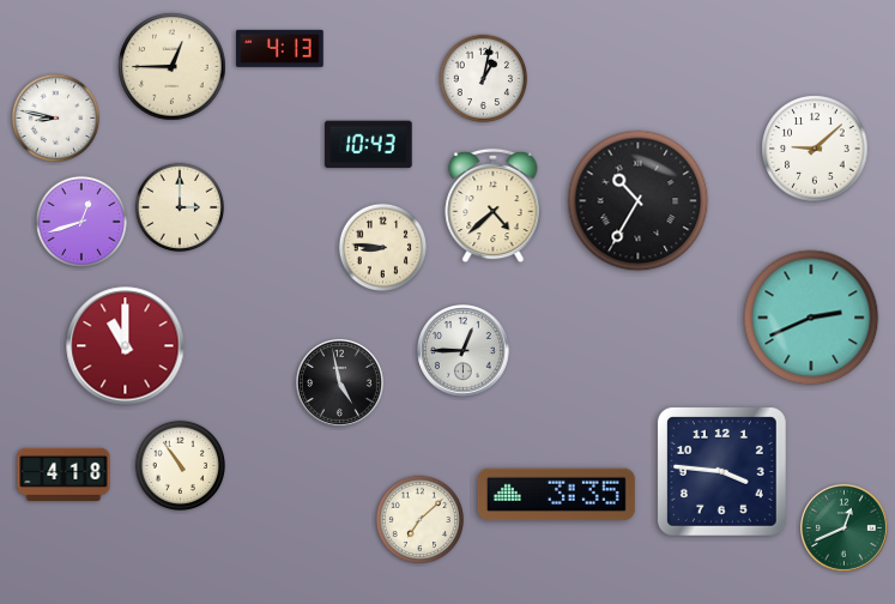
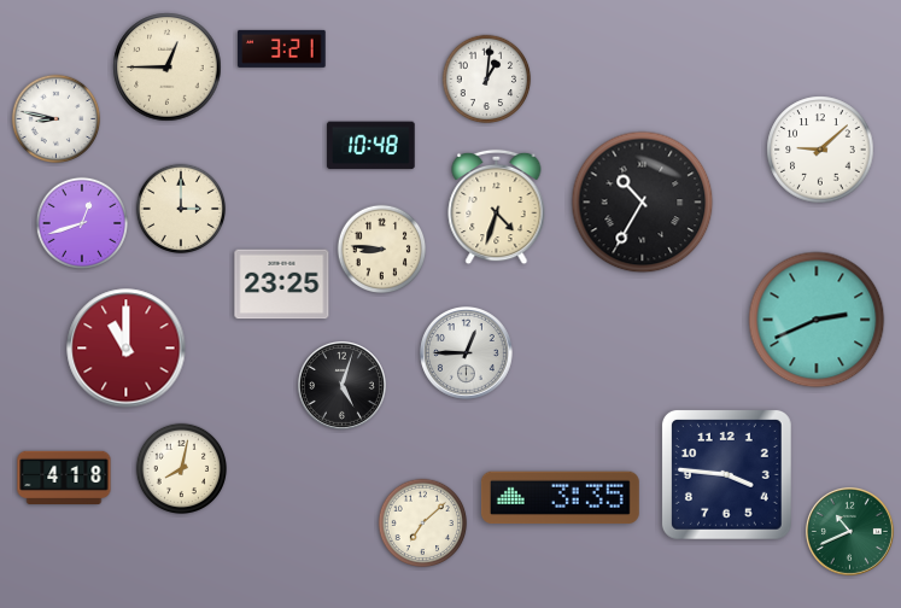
clock at (280, 48): 4:13 -> 3:21
clock at (173, 67) position: (173, 67) -> (168, 68)
clock at (484, 79): 1:02 -> 1:01
clock at (369, 145): 10:43 -> 10:48
clock at (494, 206): 4:38 -> 4:33
clock at (383, 248) position: (383, 248) -> (382, 250)
clock at (282, 285): none -> 23:25
clock at (340, 383): 4:58 -> 5:03
clock at (180, 465): 10:54 -> 8:02
clock at (845, 528): 12:41 -> 10:41
